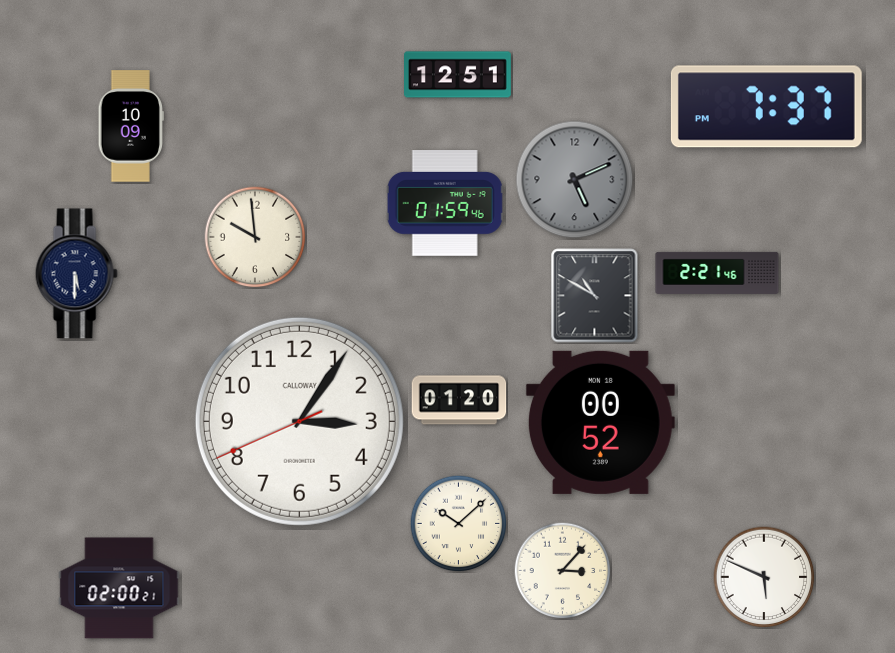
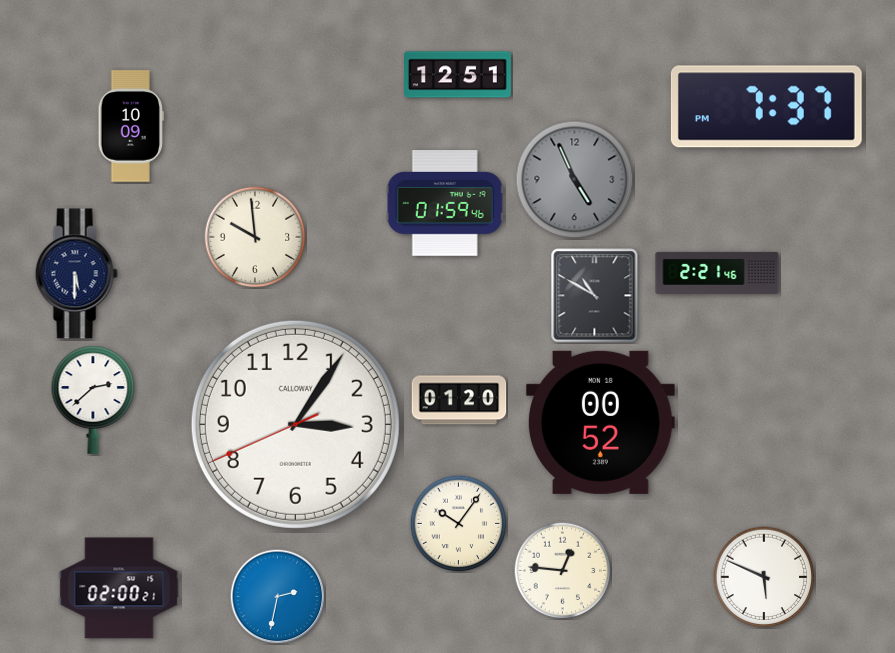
clock at (575, 180): 5:11 -> 4:56
clock at (93, 400): none -> 2:38
clock at (299, 421) position: (299, 421) -> (295, 424)
clock at (458, 523): 10:08 -> 10:06
clock at (562, 570): 3:07 -> 12:46
clock at (277, 596): none -> 2:32
